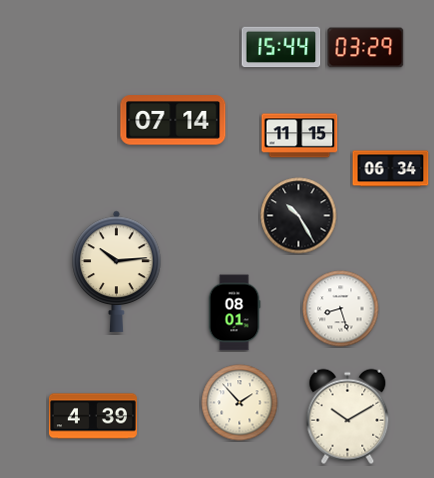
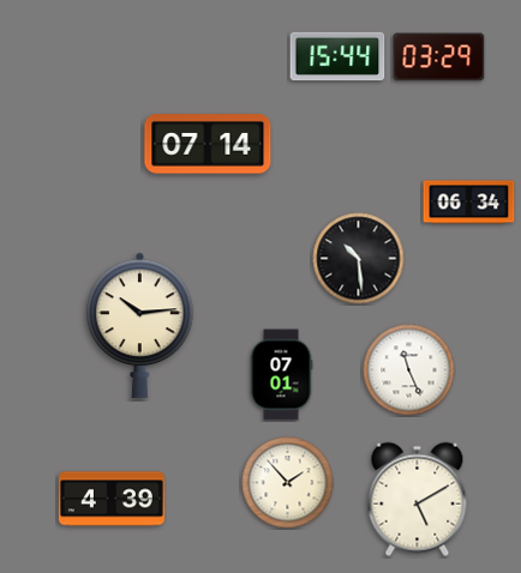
clock at (300, 136): 11:15 -> none
clock at (299, 216): 10:25 -> 10:29
clock at (341, 309): 8:27 -> 11:26
clock at (234, 313): 08:01 -> 07:01
clock at (348, 417): 10:10 -> 5:10
